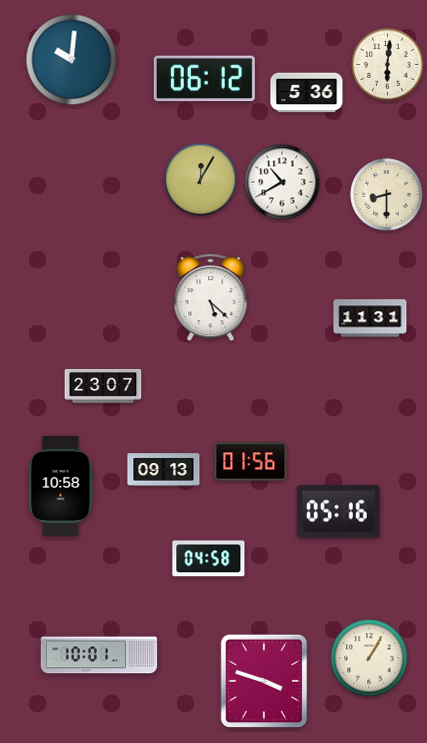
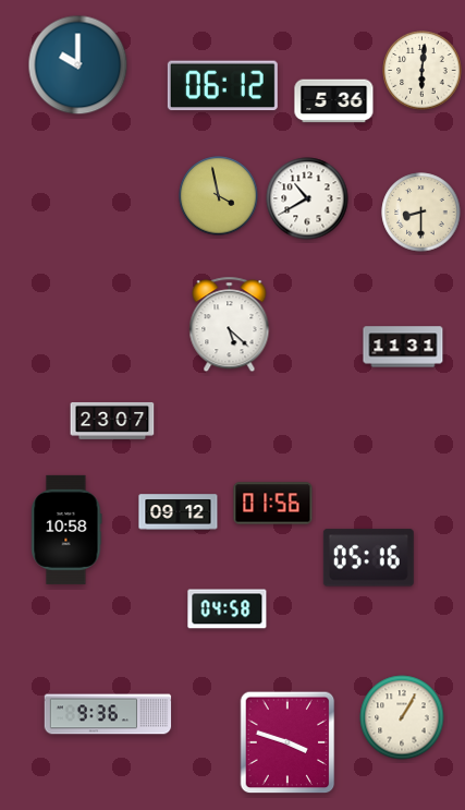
clock at (72, 60): 10:01 -> 10:00
clock at (201, 180): 12:05 -> 3:58
clock at (164, 470): 09:13 -> 09:12
clock at (99, 655): 10:01 -> 9:36
